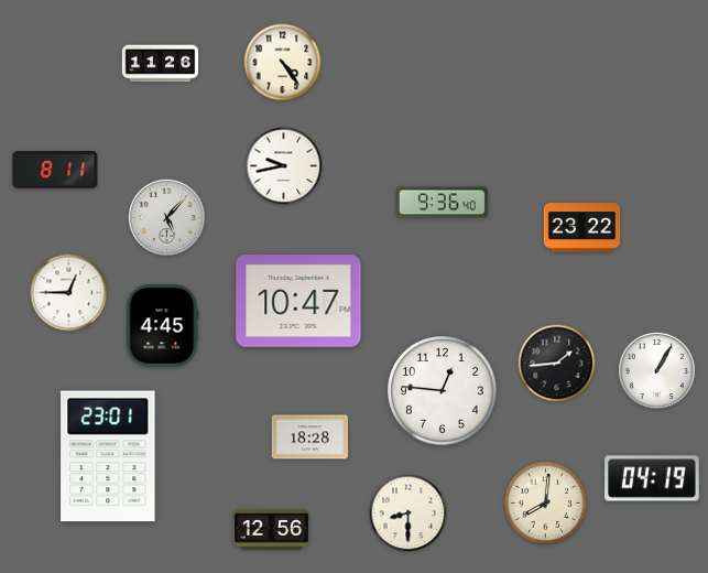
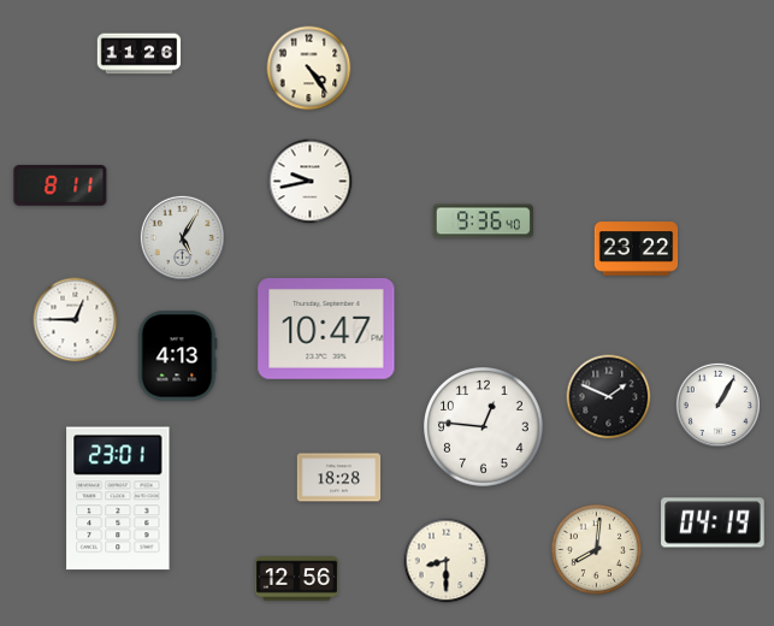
clock at (161, 64) position: (161, 64) -> (140, 54)
clock at (166, 217): 5:07 -> 5:05
clock at (162, 326): 4:45 -> 4:13
clock at (557, 364): 1:44 -> 1:49
